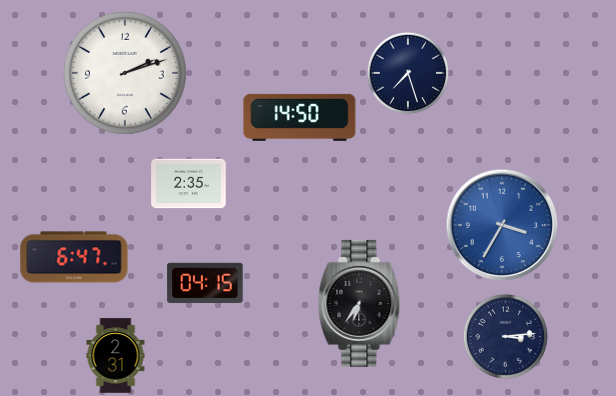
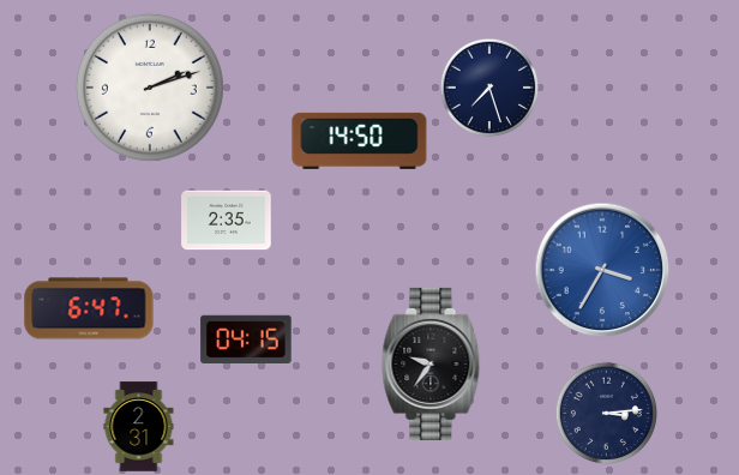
clock at (360, 303): 6:36 -> 9:36
clock at (506, 337) position: (506, 337) -> (607, 414)
